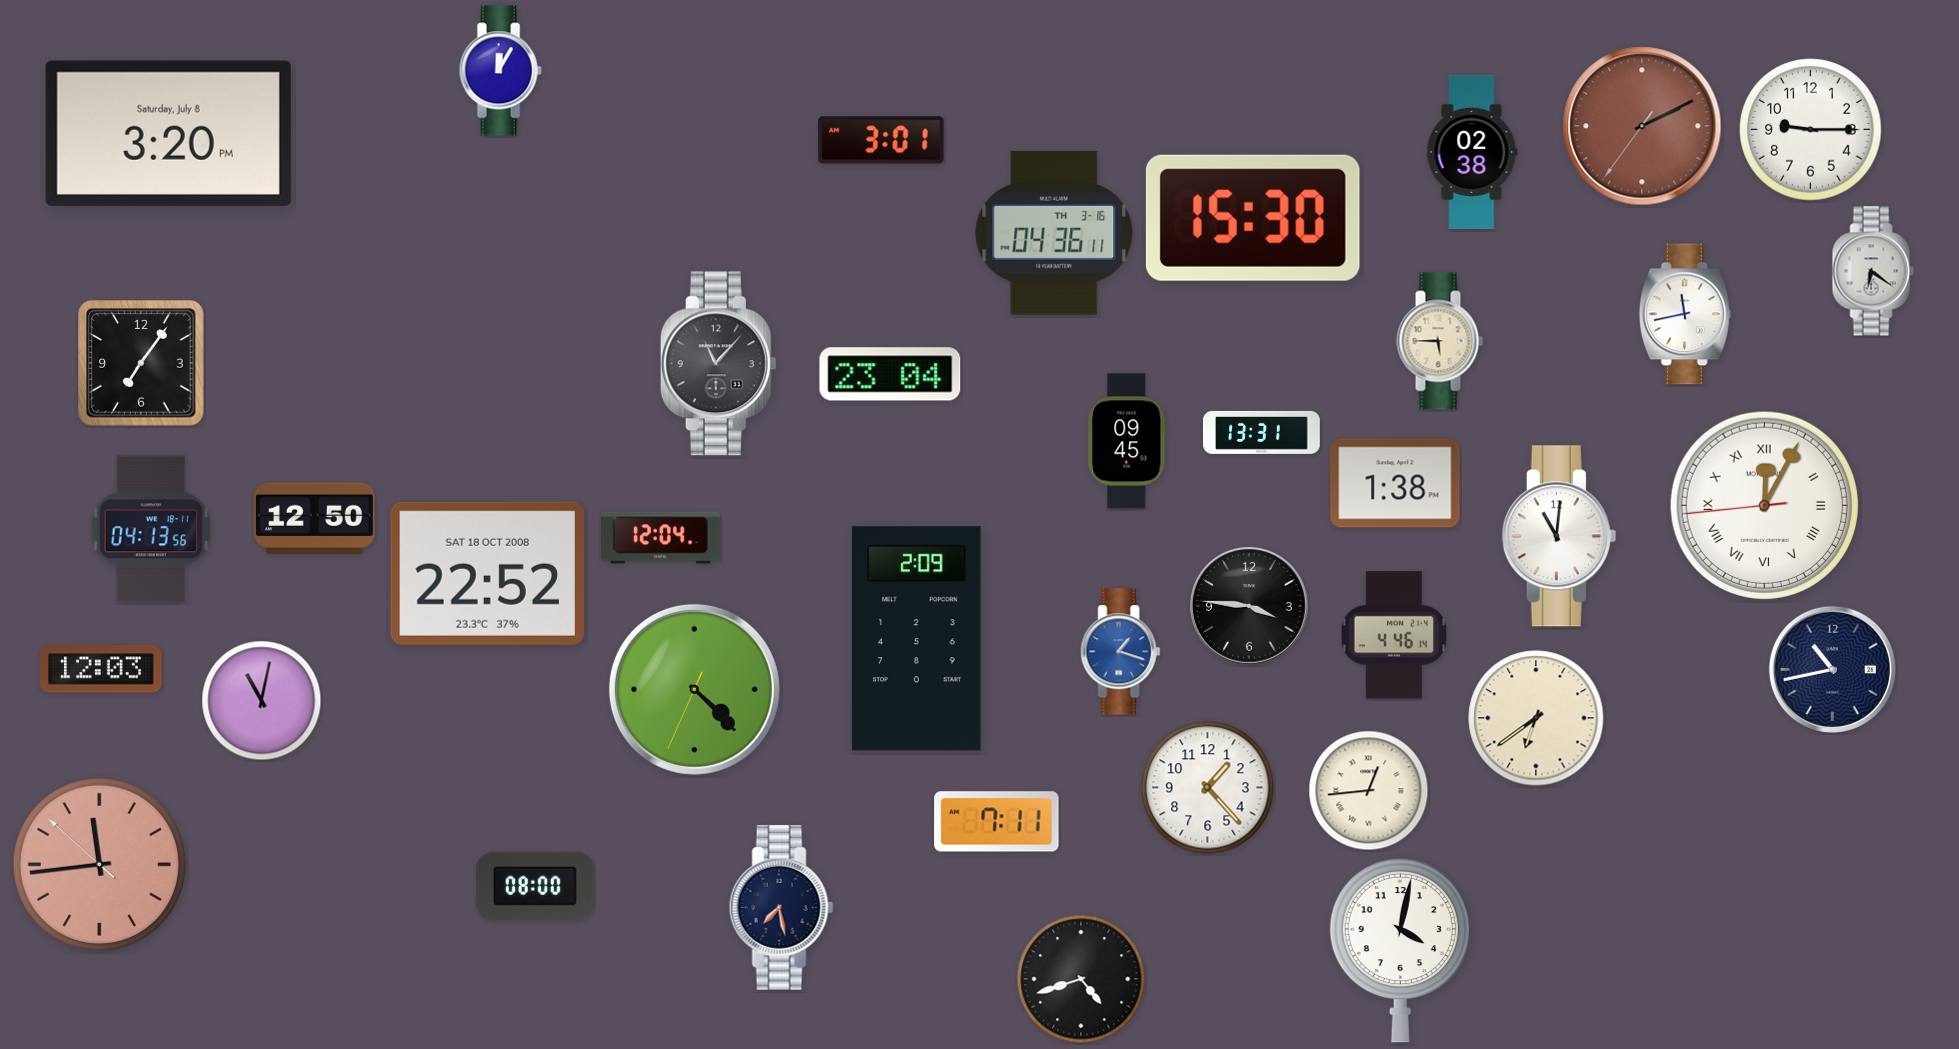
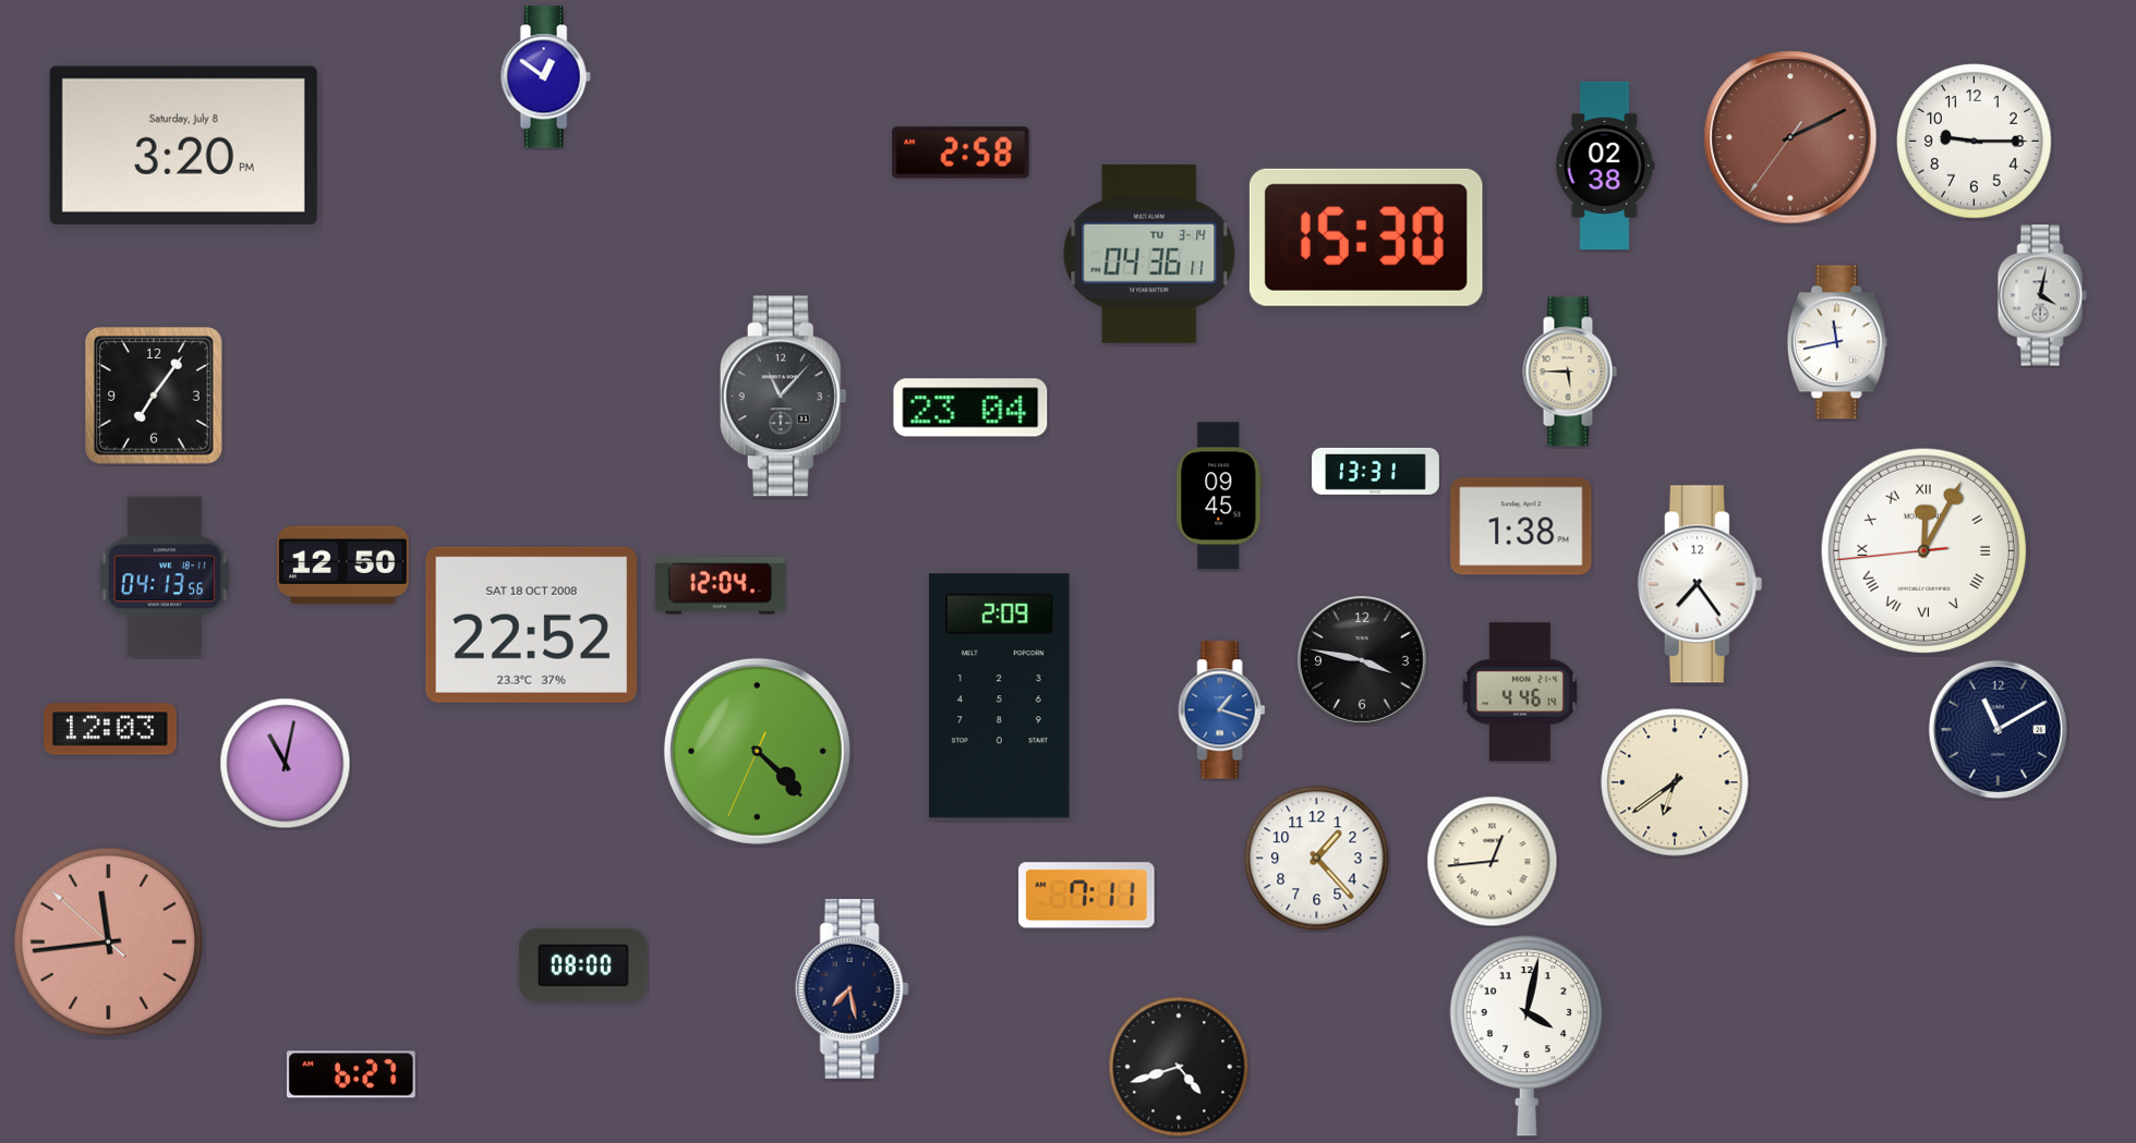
clock at (500, 71): 12:05 -> 12:51
clock at (881, 140): 3:01 -> 2:58
clock at (1054, 233) date: TH 3-16 -> TU 3-14
clock at (1873, 271): 6:21 -> 4:02
clock at (1127, 441) position: (1127, 441) -> (1219, 496)
clock at (1559, 536): 11:01 -> 7:24
clock at (1249, 606): 3:46 -> 3:47
clock at (1832, 669): 10:43 -> 11:10
clock at (351, 1074): none -> 6:27
